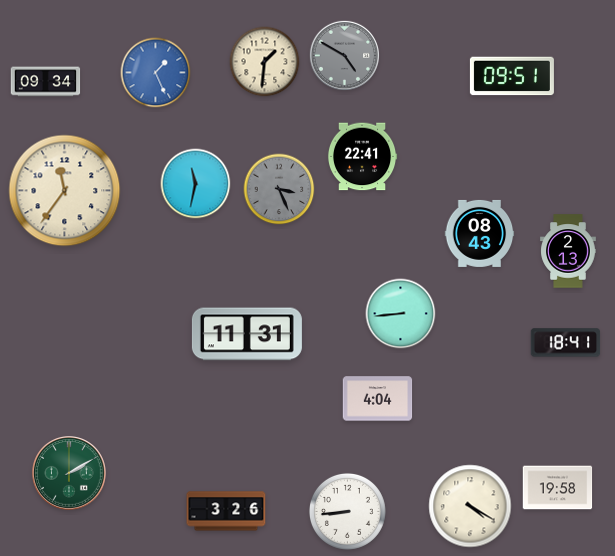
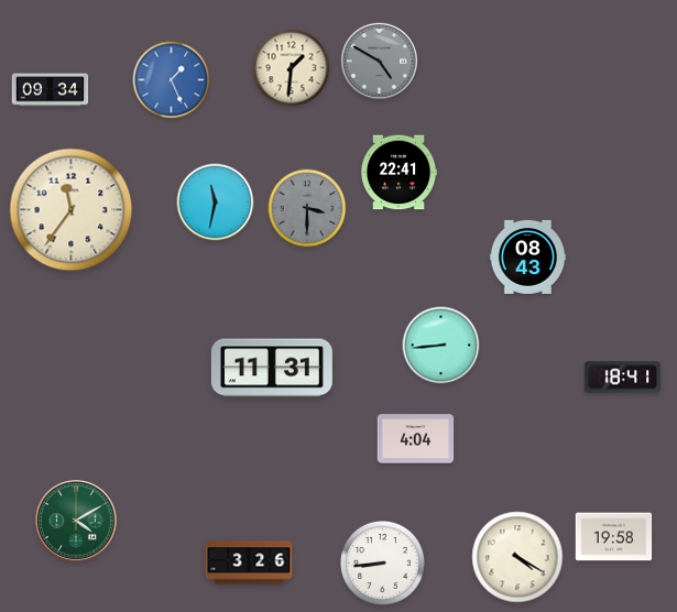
clock at (512, 76): 09:51 -> none
clock at (279, 189): 3:26 -> 3:30
clock at (568, 251): 2:13 -> none
clock at (70, 474): 2:10 -> 4:10
